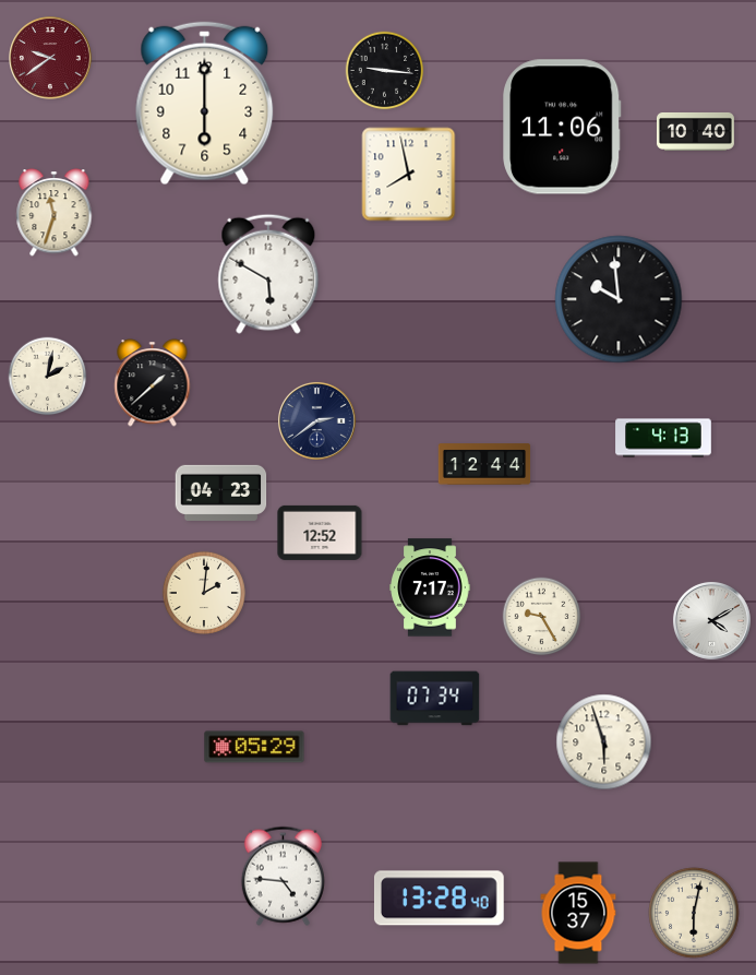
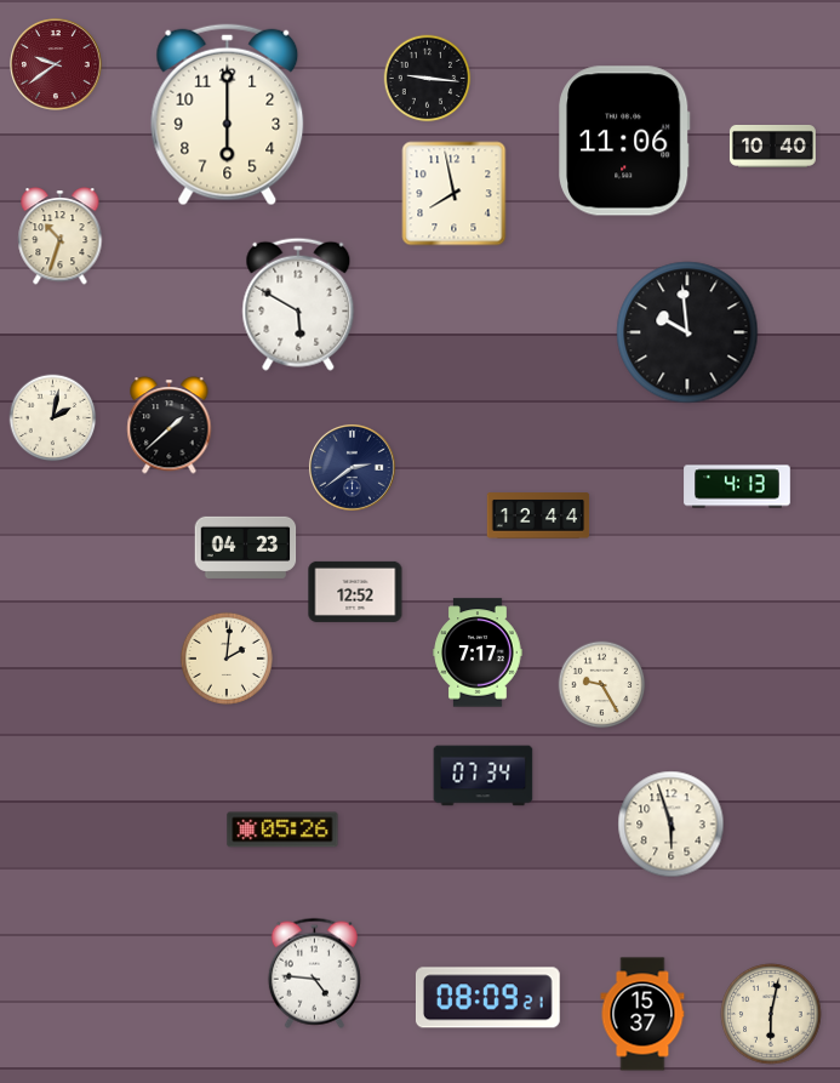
clock at (55, 213): 11:33 -> 10:33
clock at (711, 620): 4:10 -> none
clock at (254, 747): 05:29 -> 05:26
clock at (439, 899): 13:28 -> 08:09
